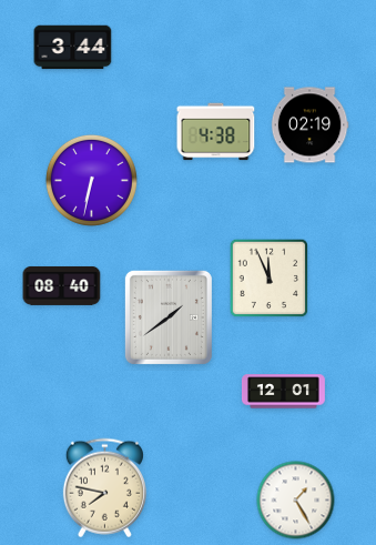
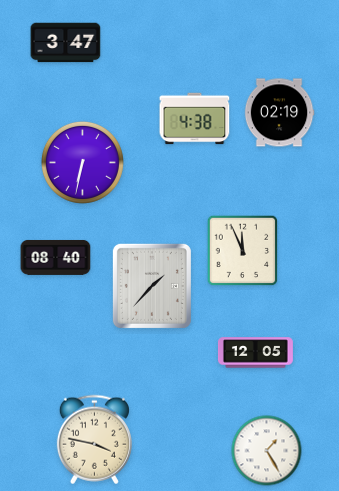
clock at (73, 48): 3:44 -> 3:47
clock at (169, 317): 1:39 -> 1:37
clock at (283, 392): 12:01 -> 12:05
clock at (104, 488): 7:47 -> 3:47
